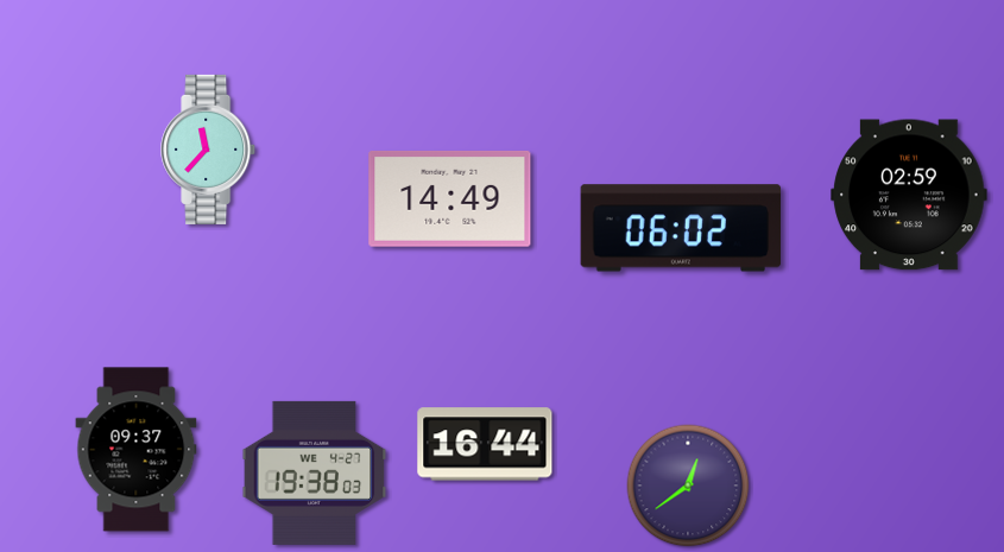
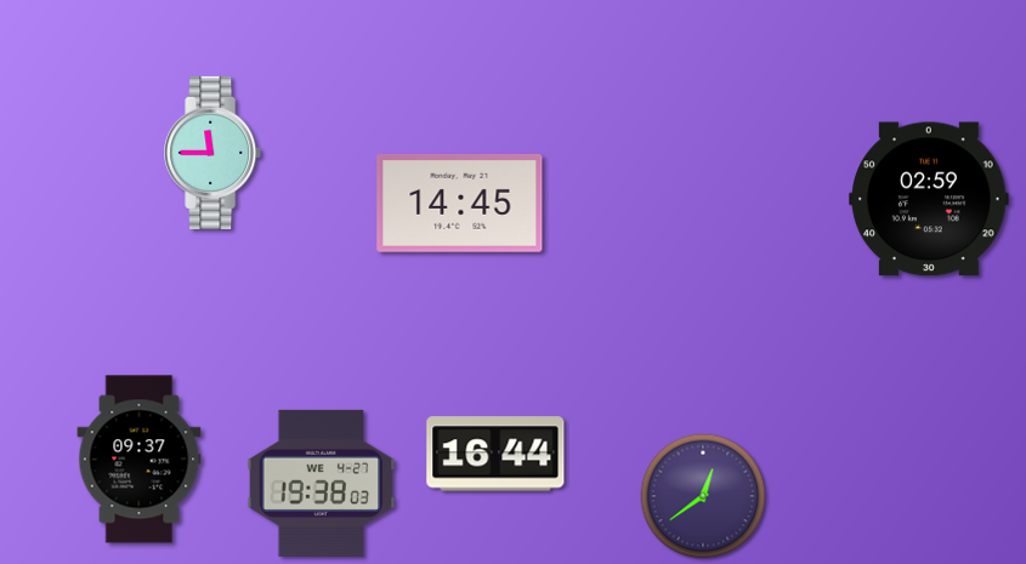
clock at (209, 150): 11:37 -> 11:45
clock at (450, 198): 14:49 -> 14:45
clock at (681, 228): 06:02 -> none
